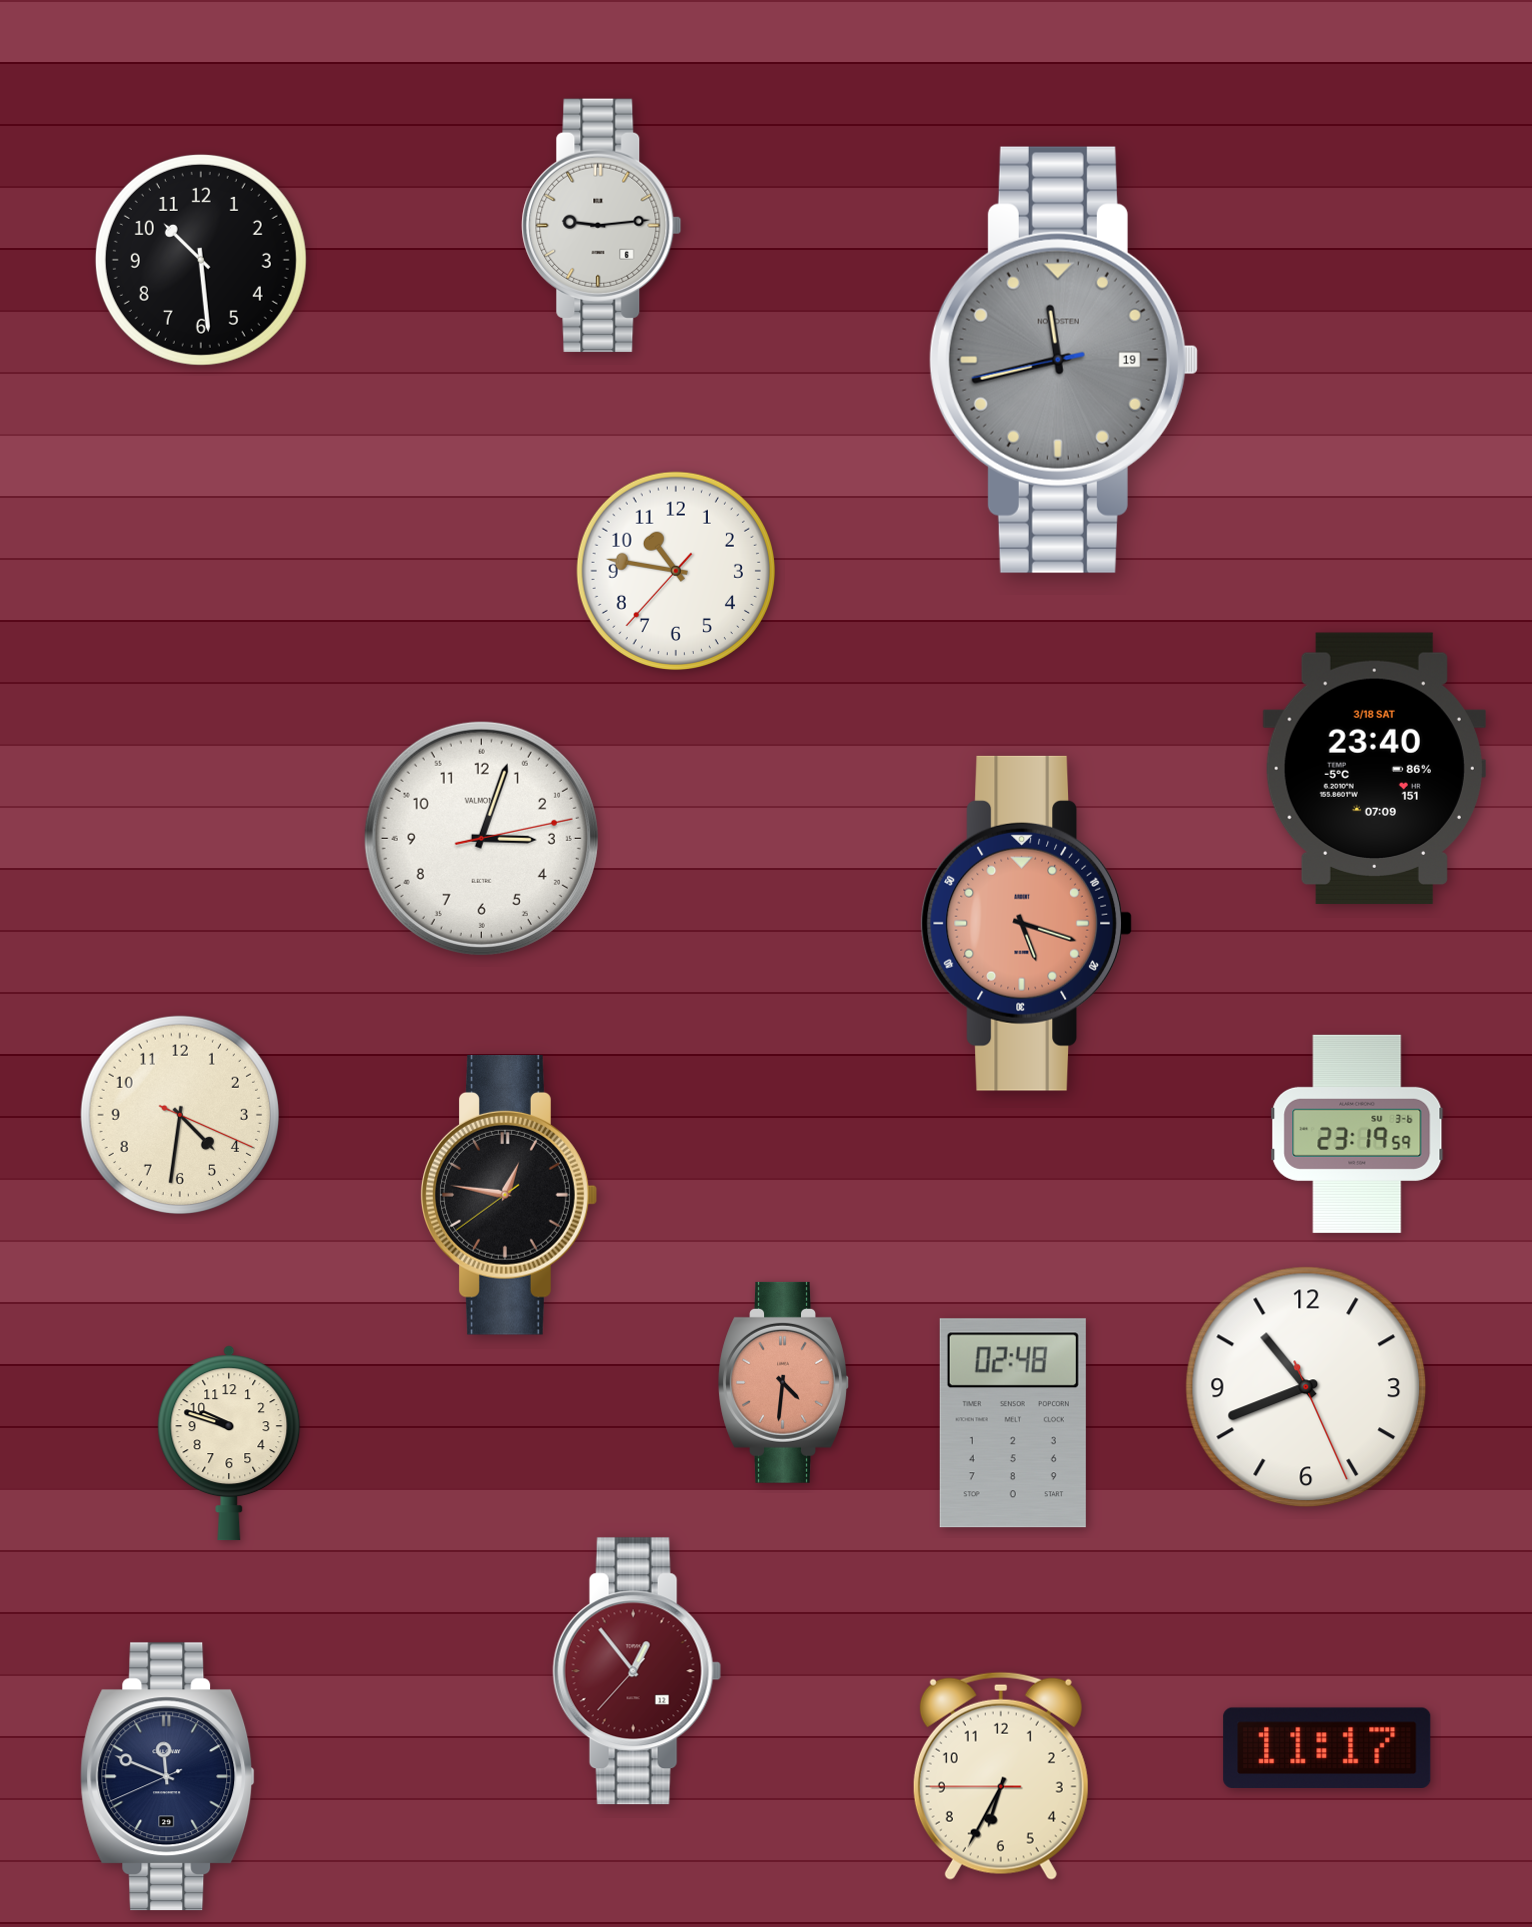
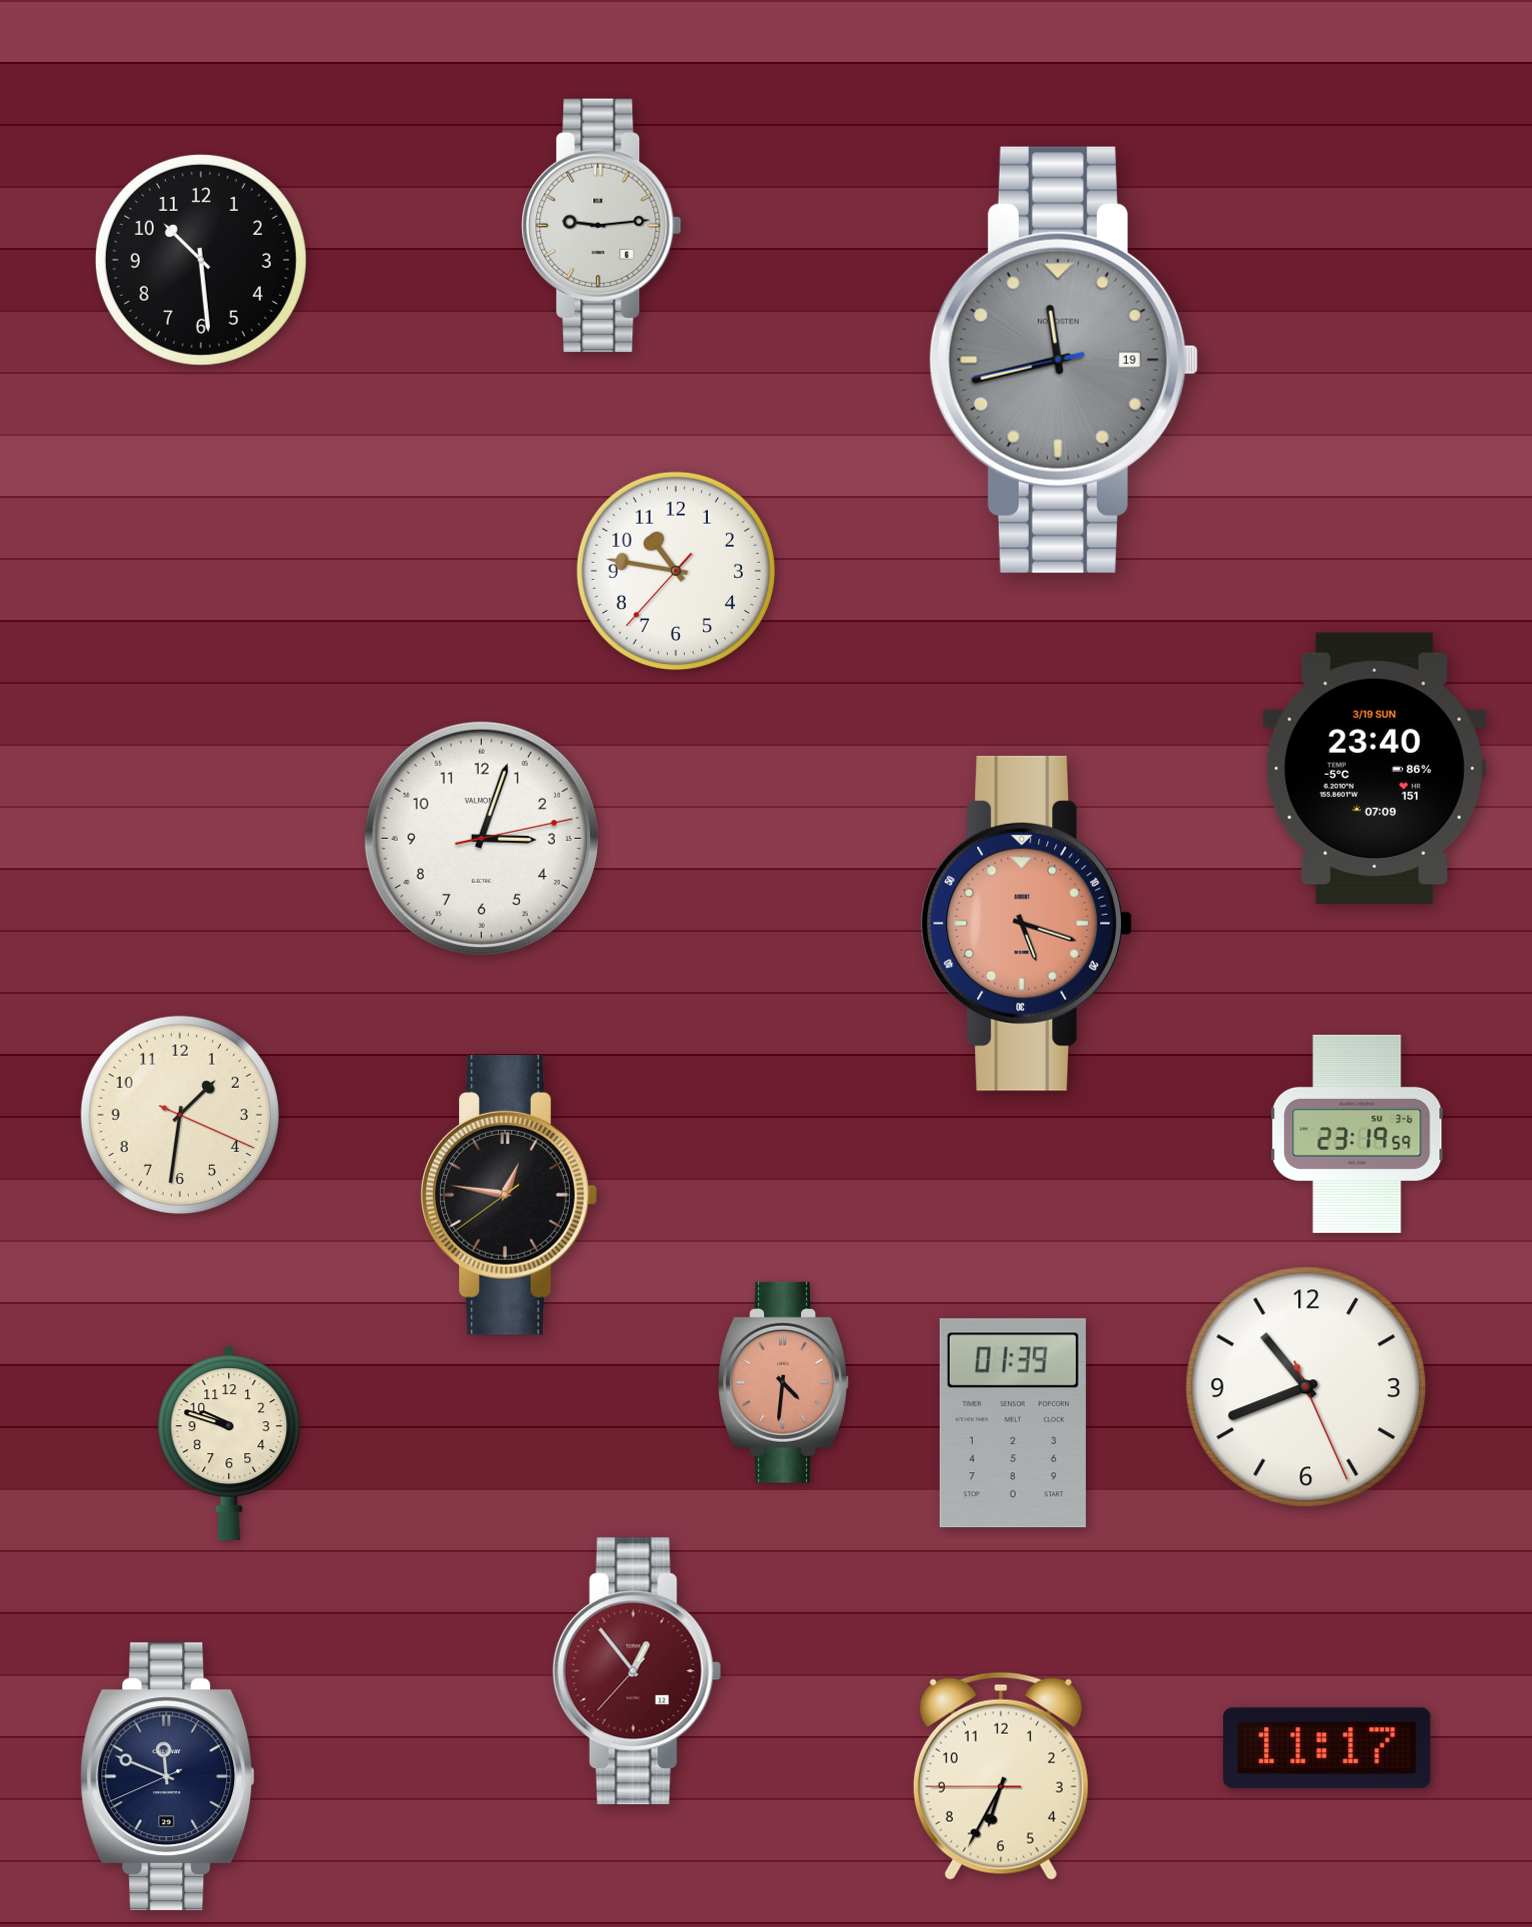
clock at (1374, 768) date: 3/18 SAT -> 3/19 SUN
clock at (179, 1114): 4:31 -> 1:31
clock at (1013, 1423): 02:48 -> 01:39
